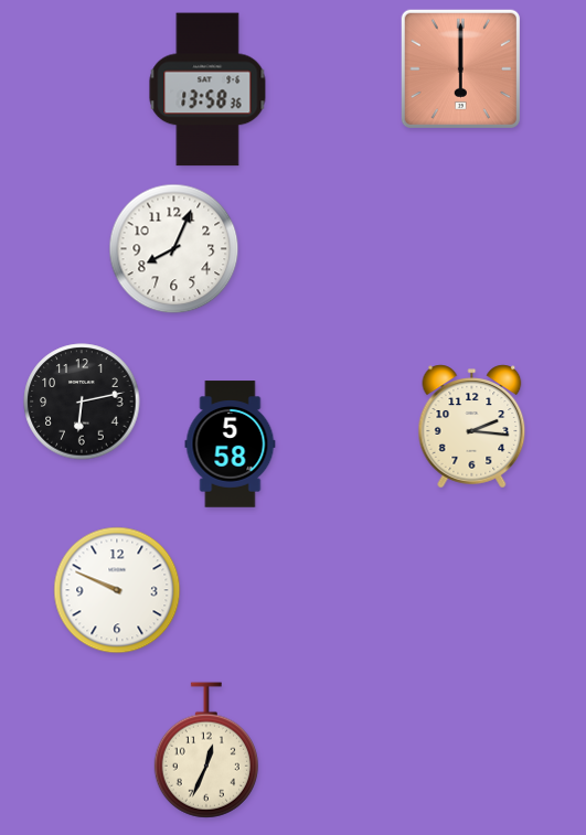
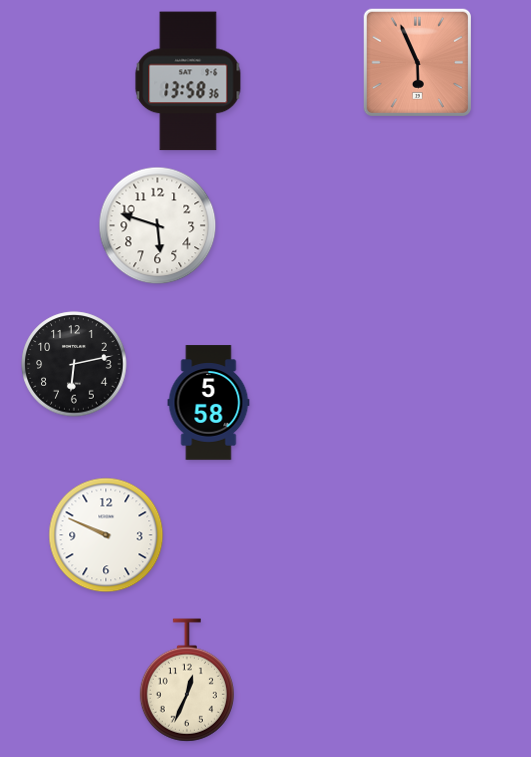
clock at (460, 68): 6:00 -> 5:56
clock at (174, 249): 8:04 -> 5:48
clock at (472, 427): 2:16 -> none
